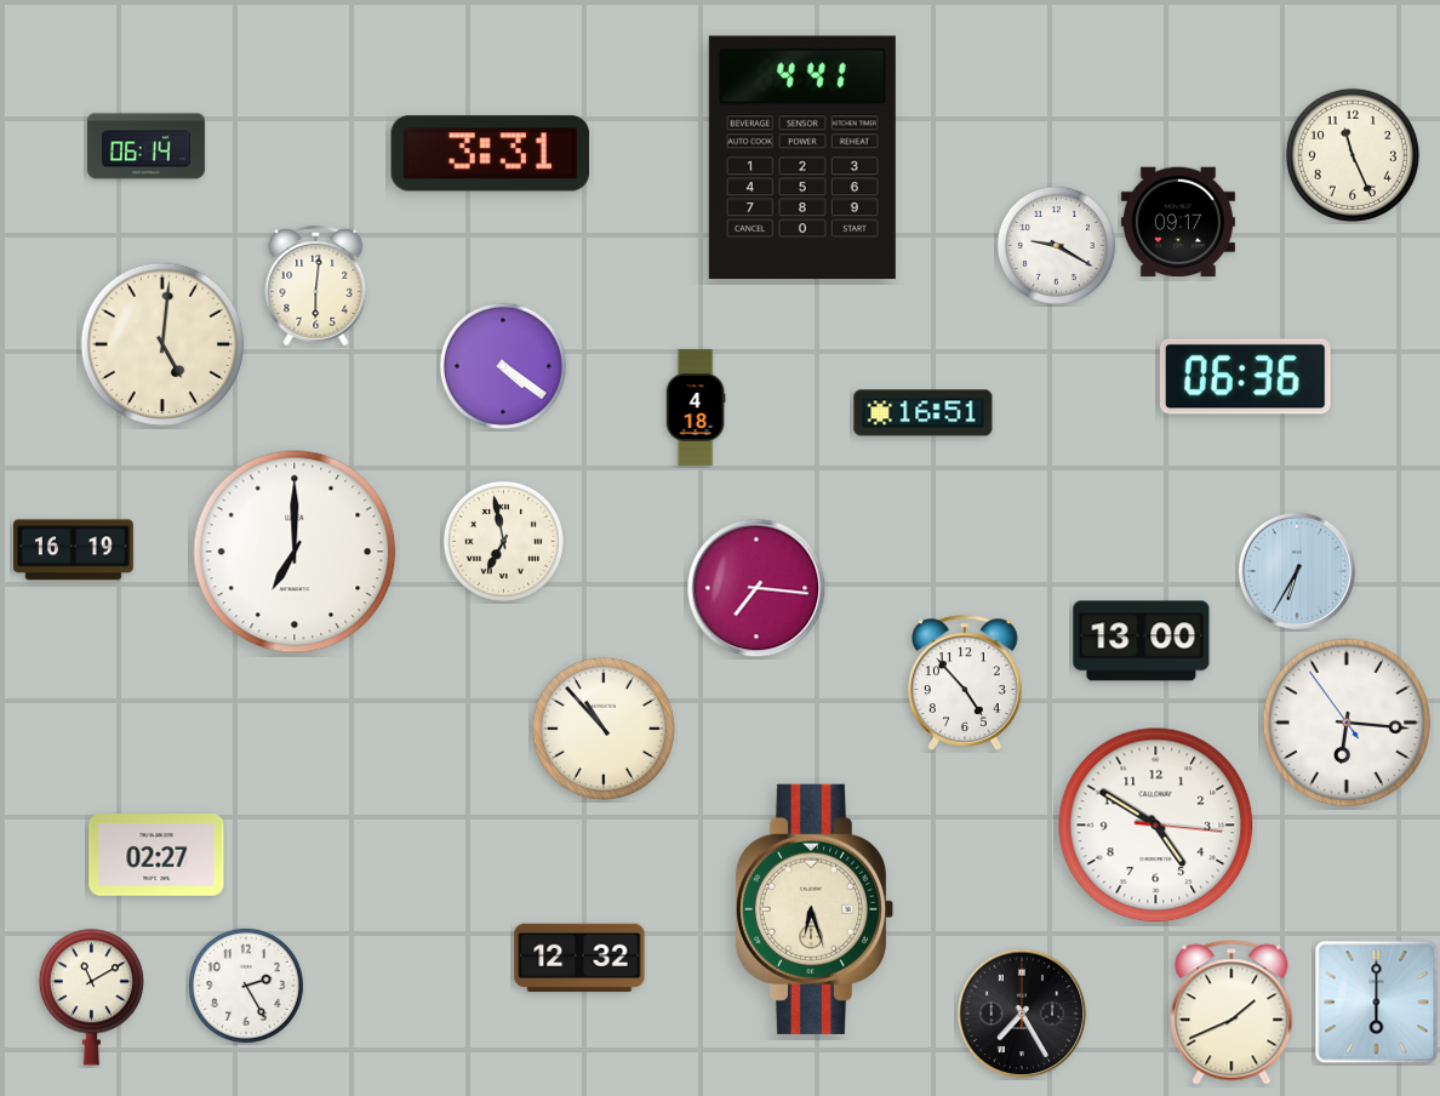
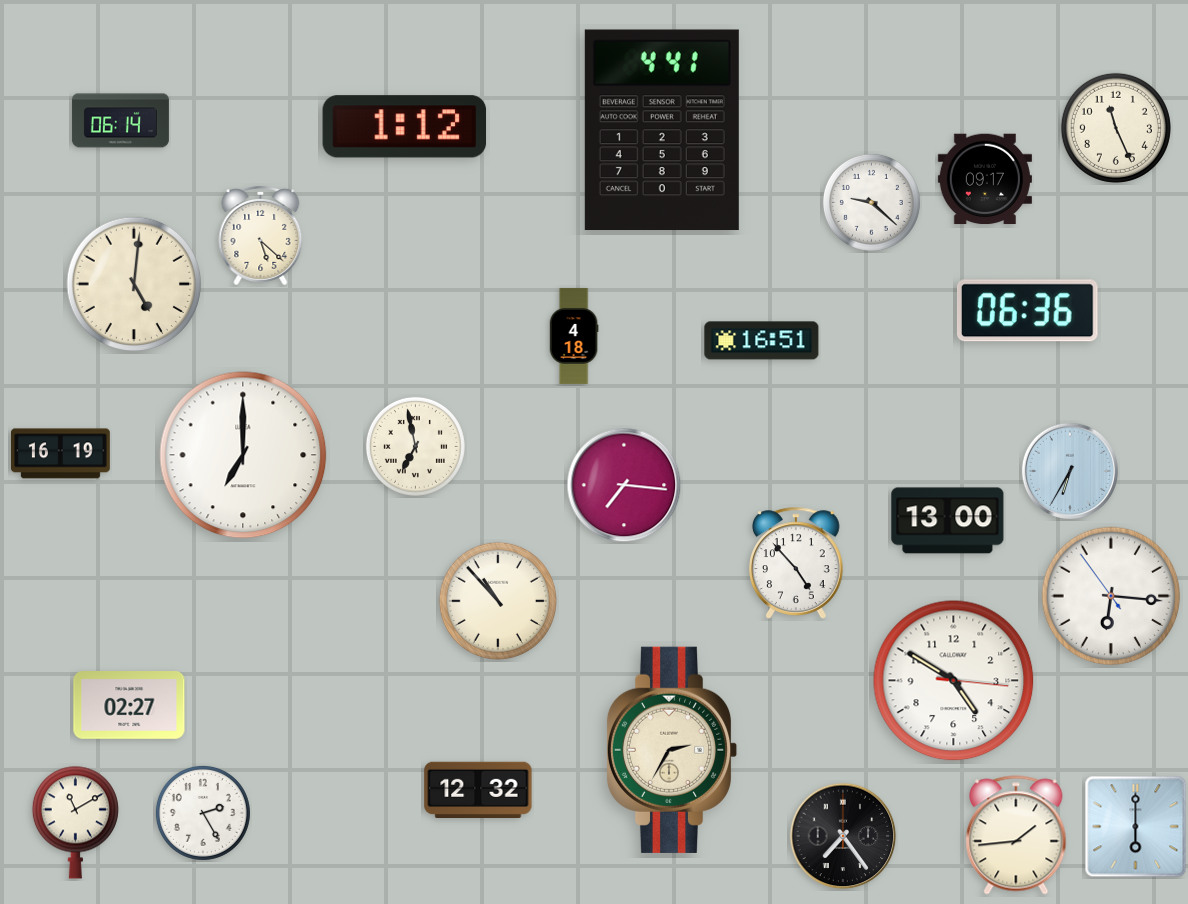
clock at (491, 154): 3:31 -> 1:12
clock at (1178, 222) position: (1178, 222) -> (985, 179)
clock at (1056, 245): 9:20 -> 9:22
clock at (316, 285): 6:01 -> 5:22
clock at (503, 366): 4:21 -> none
clock at (1142, 641) position: (1142, 641) -> (948, 521)
clock at (815, 909): 6:27 -> 2:35
clock at (1232, 1012): 1:41 -> 1:44
clock at (1022, 1014): 7:25 -> 7:24
